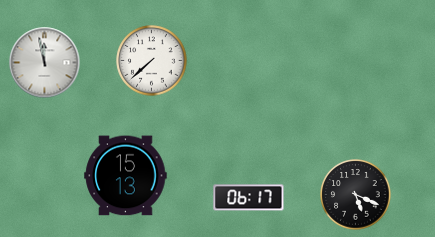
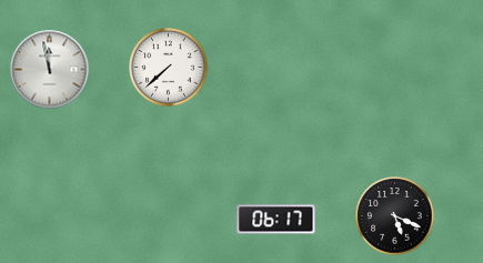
clock at (126, 176): 15:13 -> none
